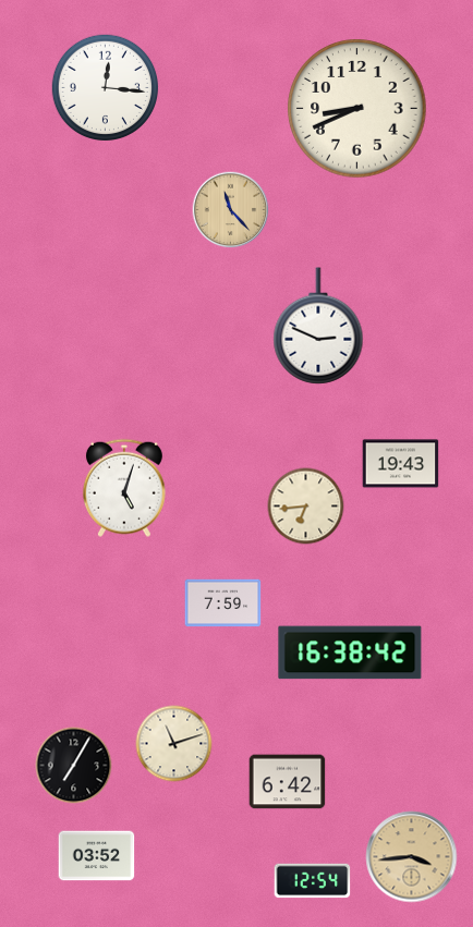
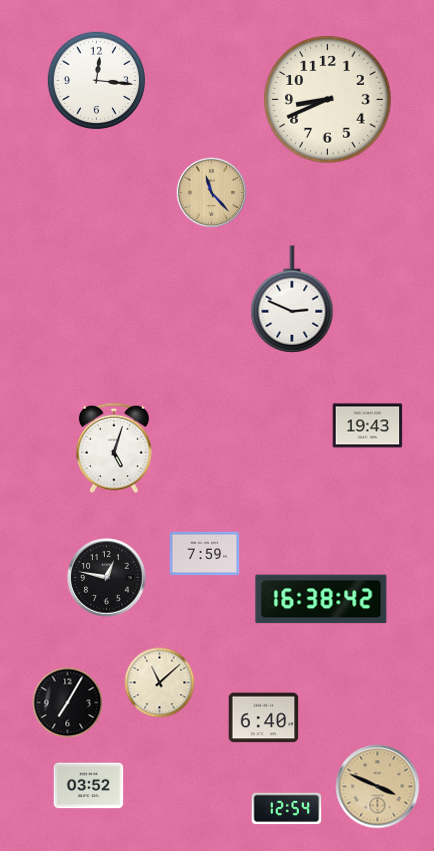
clock at (306, 507): 6:44 -> none
clock at (107, 578): none -> 12:47
clock at (174, 744): 11:12 -> 11:08
clock at (288, 782): 6:42 -> 6:40
clock at (412, 857): 3:44 -> 3:49
